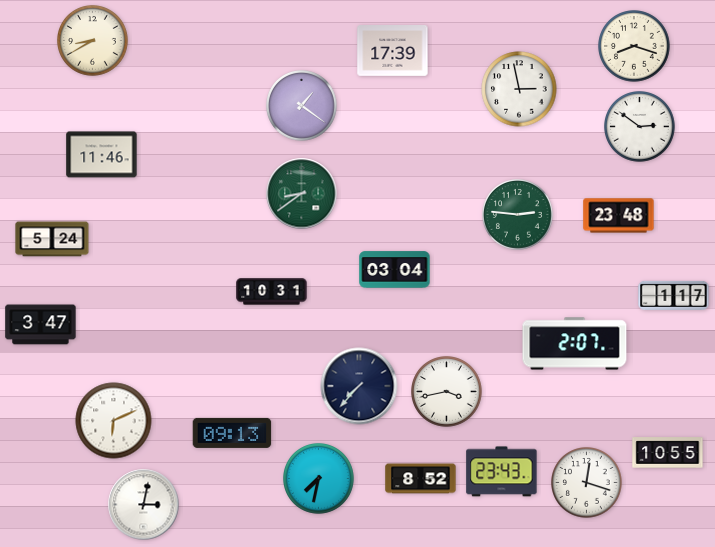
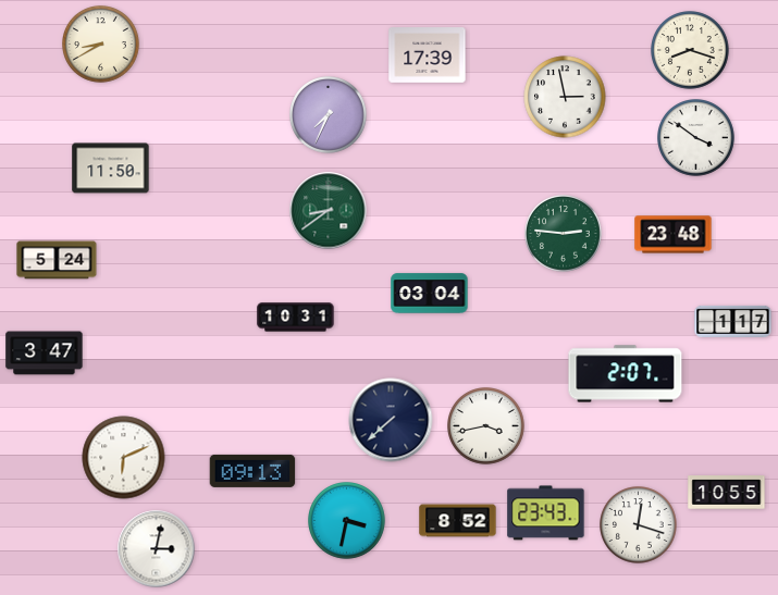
clock at (302, 106): 1:21 -> 7:34
clock at (640, 127): 2:51 -> 3:51
clock at (102, 155): 11:46 -> 11:50
clock at (359, 386): 7:37 -> 7:38
clock at (319, 479): 7:32 -> 3:32
